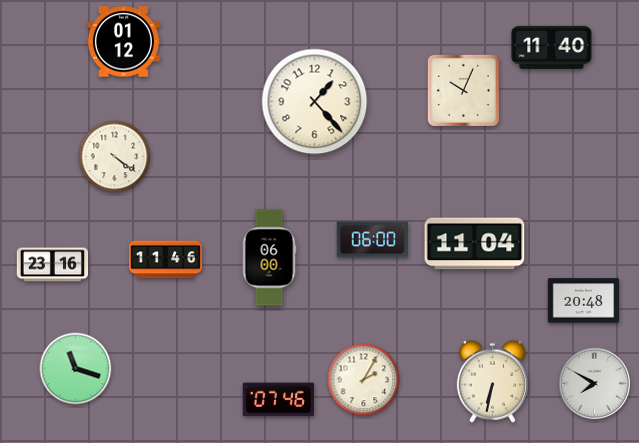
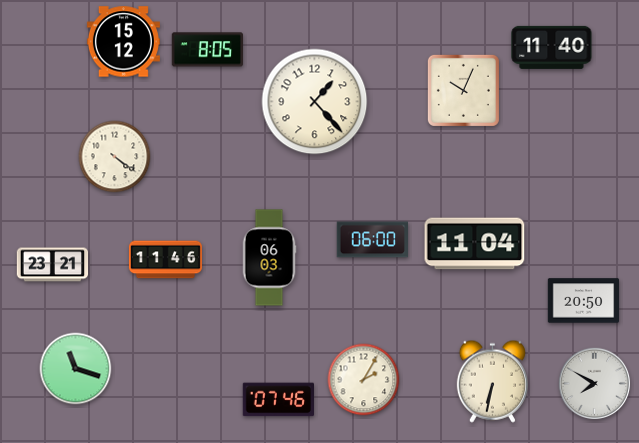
clock at (123, 42): 01:12 -> 15:12
clock at (207, 50): none -> 8:05
clock at (269, 258): 06:00 -> 06:03
clock at (53, 265): 23:16 -> 23:21
clock at (584, 301): 20:48 -> 20:50
